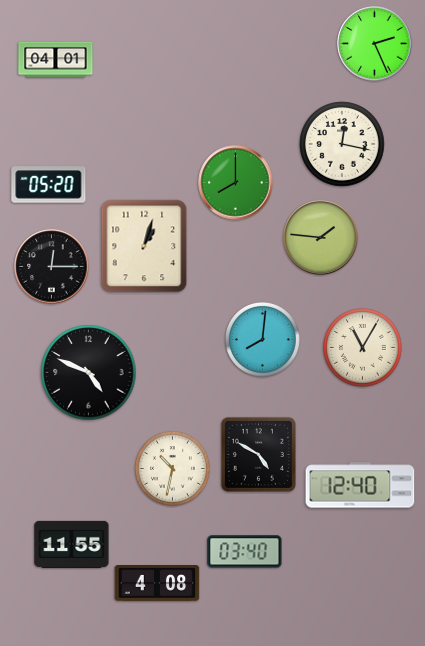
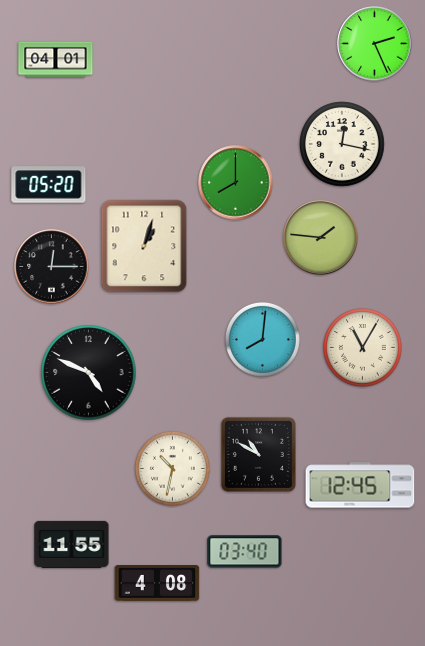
clock at (258, 454): 4:50 -> 10:50
clock at (360, 485): 12:40 -> 12:45
